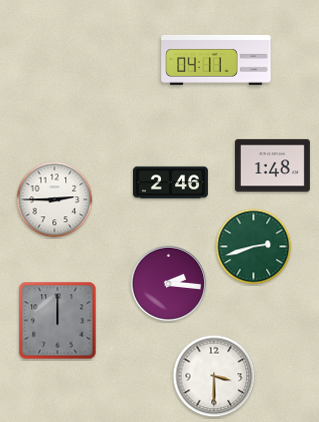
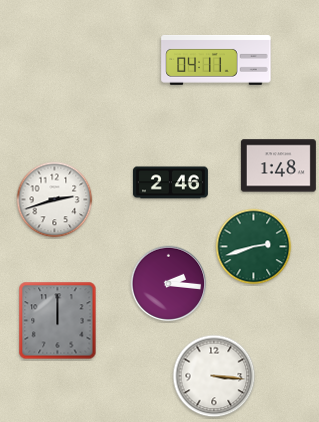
clock at (272, 166) position: (272, 166) -> (278, 166)
clock at (55, 200): 2:45 -> 2:42
clock at (214, 376): 3:30 -> 3:16
